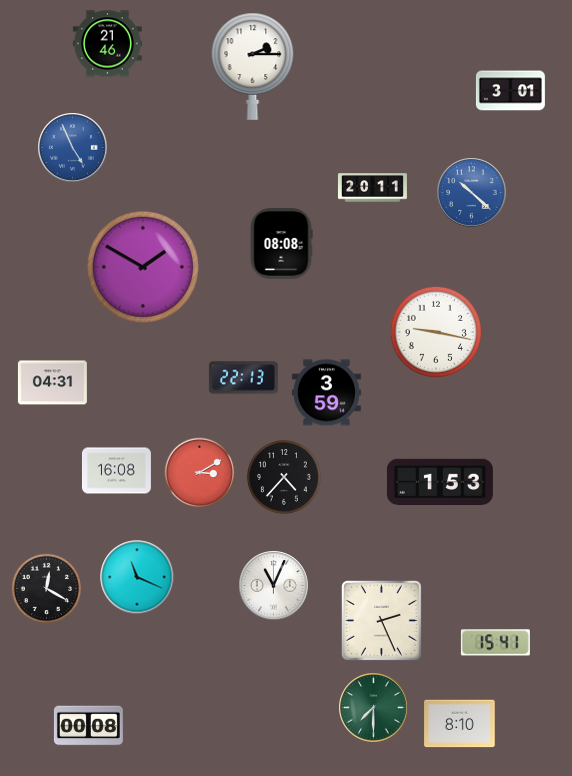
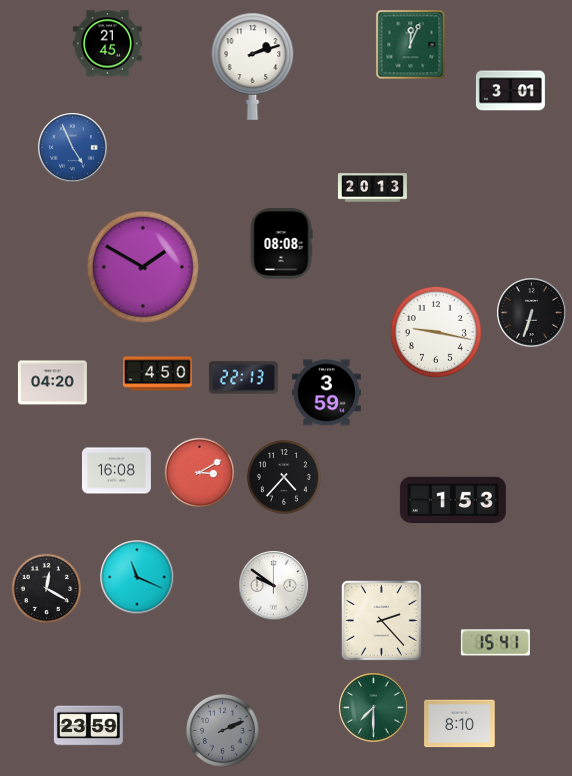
clock at (107, 44): 21:46 -> 21:45
clock at (411, 45): none -> 12:04
clock at (253, 66): 2:15 -> 2:12
clock at (372, 188): 20:11 -> 20:13
clock at (472, 193): 10:22 -> none
clock at (532, 313): none -> 6:33
clock at (157, 374): none -> 4:50
clock at (52, 383): 04:31 -> 04:20
clock at (440, 481) position: (440, 481) -> (453, 499)
clock at (274, 586): 11:04 -> 9:51
clock at (381, 620): 2:26 -> 2:23
clock at (88, 726): 00:08 -> 23:59
clock at (222, 730): none -> 2:11
